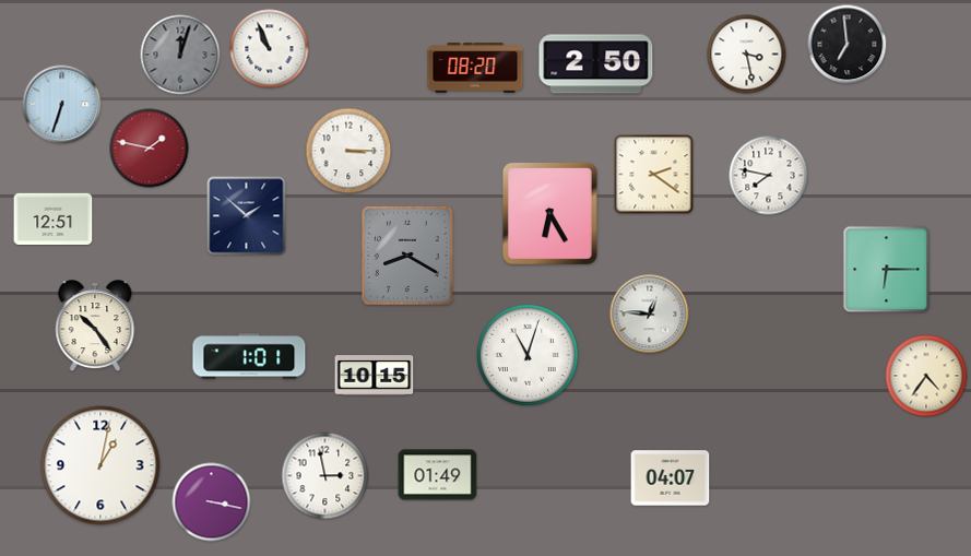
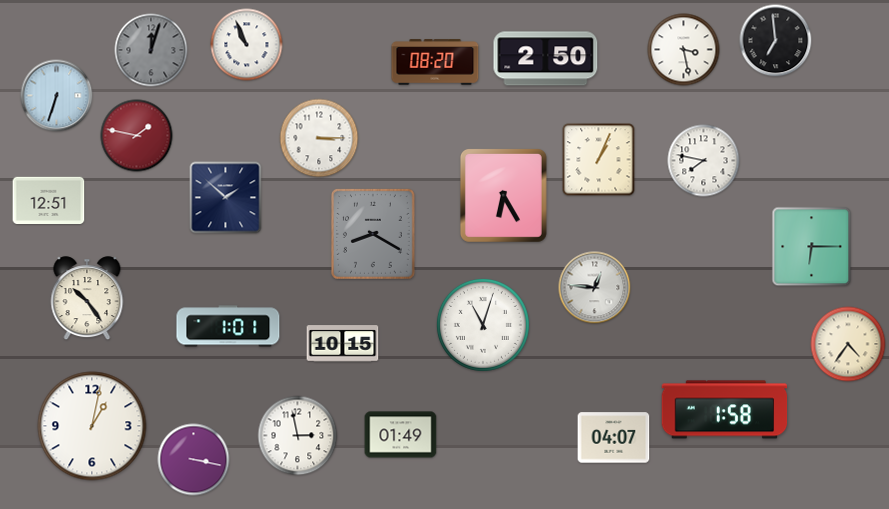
clock at (180, 55) position: (180, 55) -> (151, 50)
clock at (654, 175): 2:21 -> 1:04
clock at (725, 410): none -> 1:58
